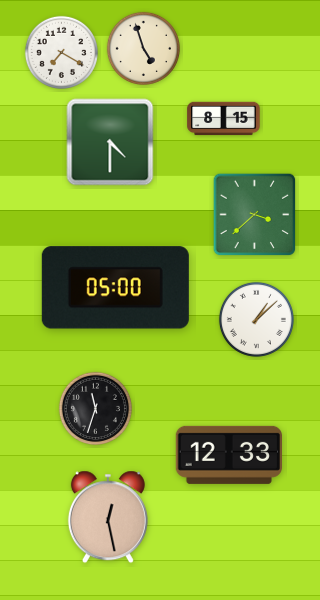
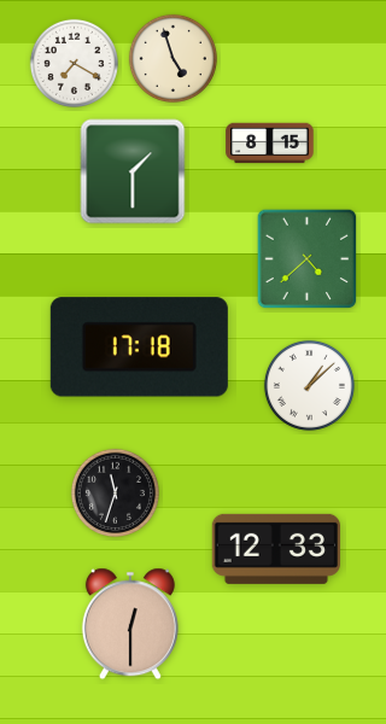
clock at (110, 142): 4:30 -> 1:30
clock at (255, 215): 3:38 -> 4:38
clock at (115, 288): 05:00 -> 17:18
clock at (108, 517): 12:28 -> 12:30
